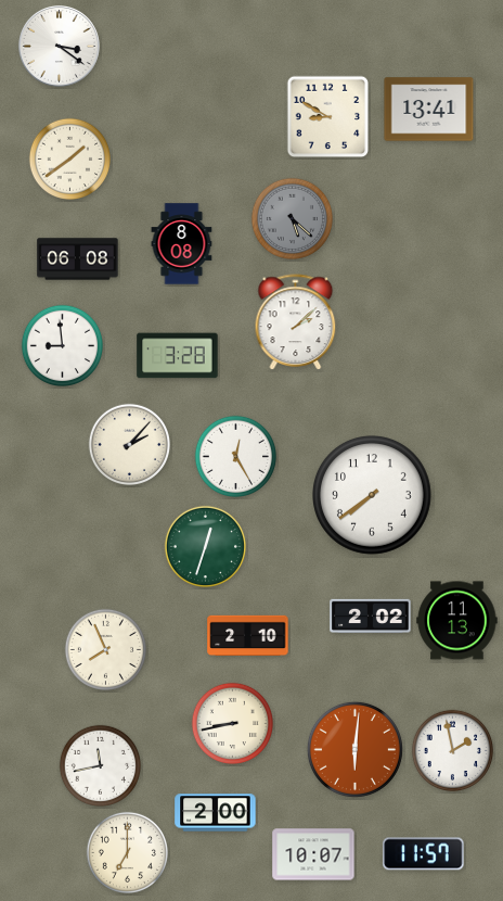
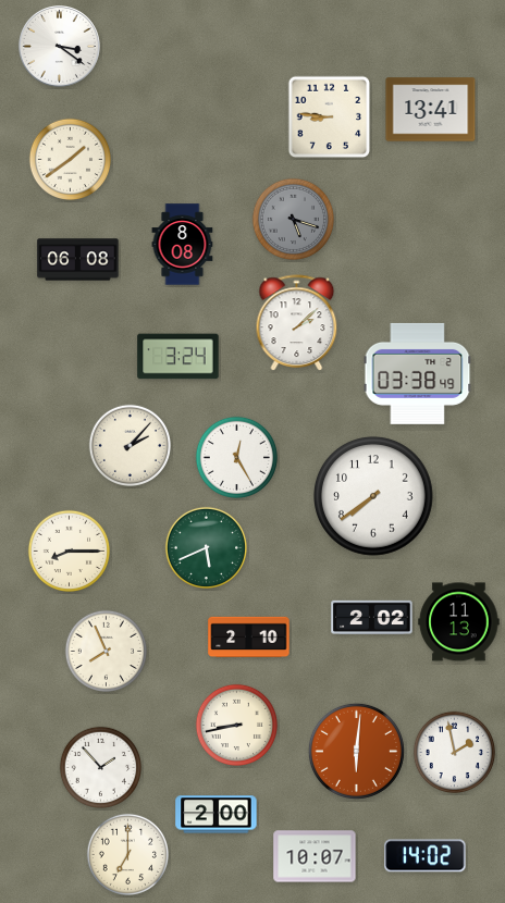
clock at (328, 117): 8:50 -> 8:46
clock at (292, 218): 5:22 -> 5:18
clock at (62, 345): 8:59 -> none
clock at (178, 356): 3:28 -> 3:24
clock at (418, 373): none -> 03:38
clock at (205, 546): 12:33 -> 5:41
clock at (69, 551): none -> 8:15
clock at (232, 723) position: (232, 723) -> (236, 725)
clock at (100, 765): 11:43 -> 1:53
clock at (424, 854): 11:57 -> 14:02
